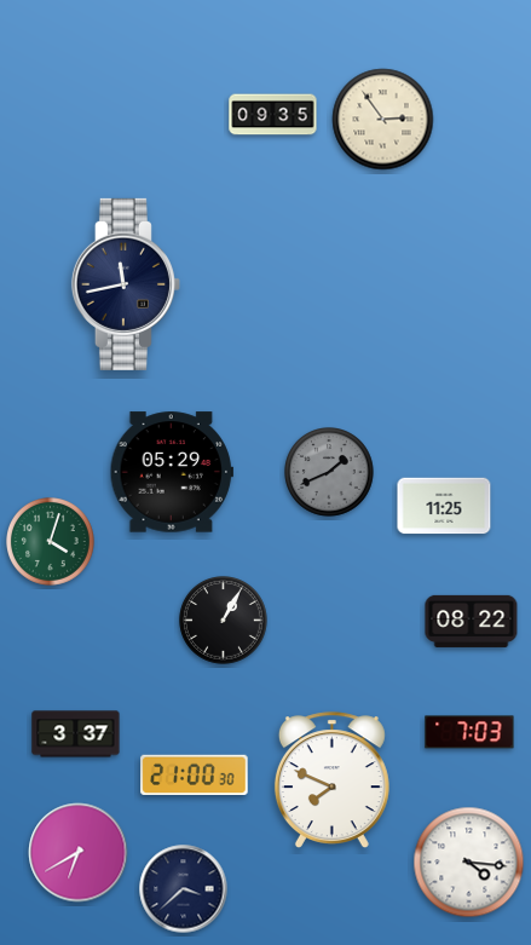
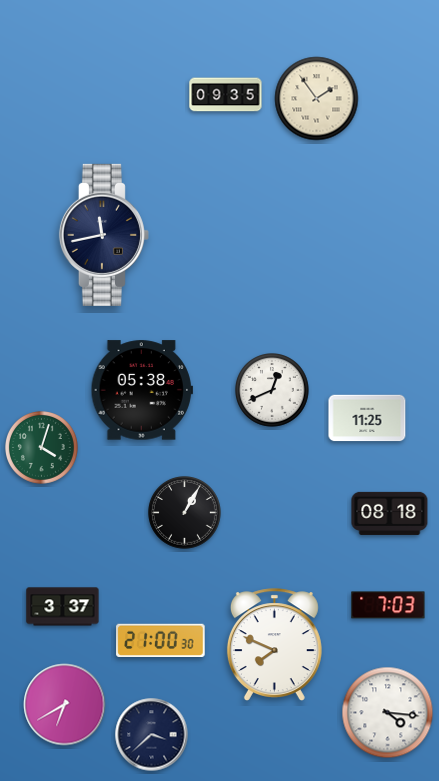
clock at (383, 120): 2:54 -> 1:54
clock at (171, 472): 05:29 -> 05:38
clock at (330, 473): 1:41 -> 12:41
clock at (330, 473) dial: grey -> white
clock at (472, 621): 08:22 -> 08:18
